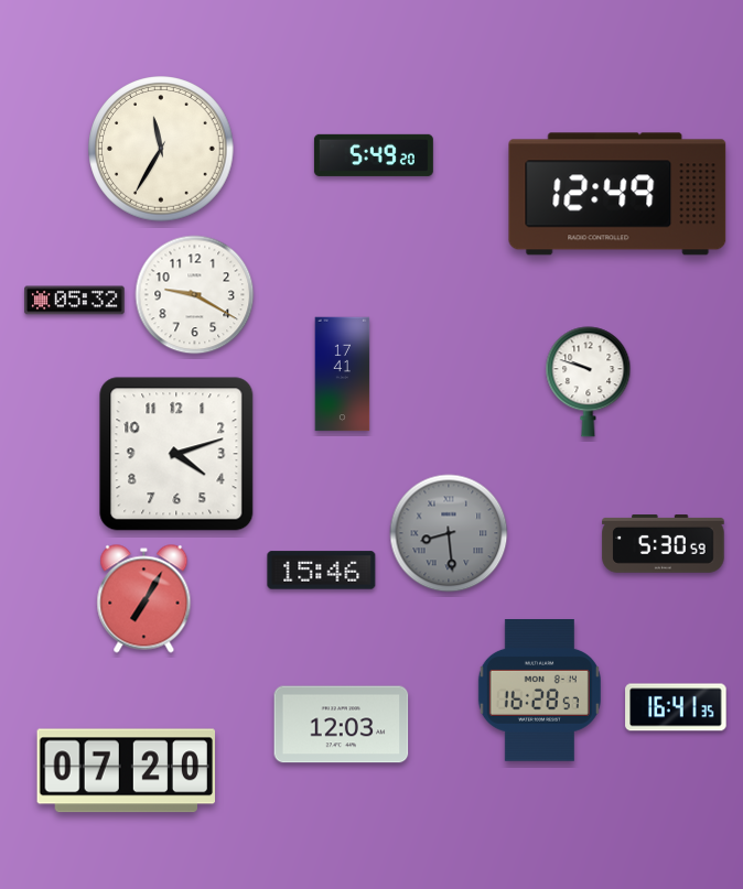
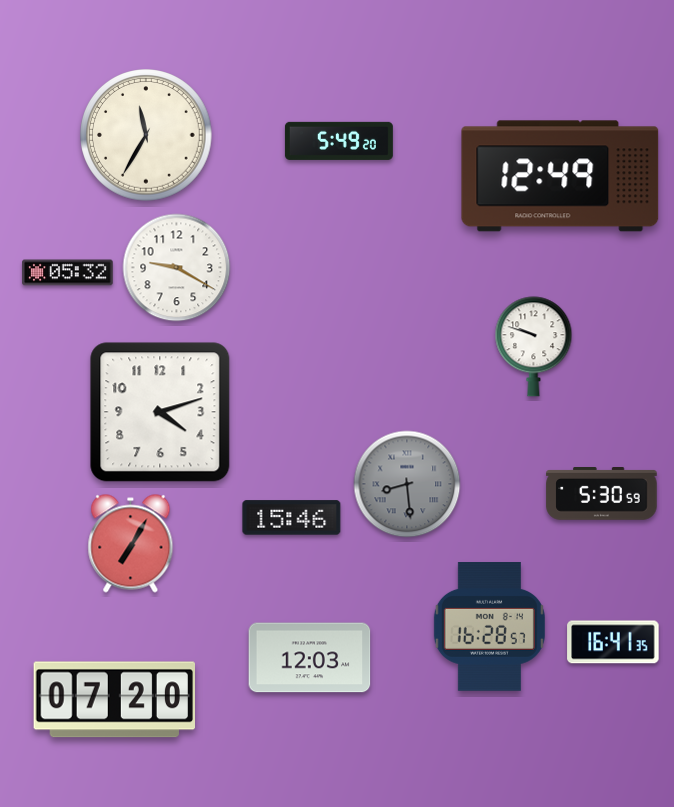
clock at (343, 375): 17:41 -> none
